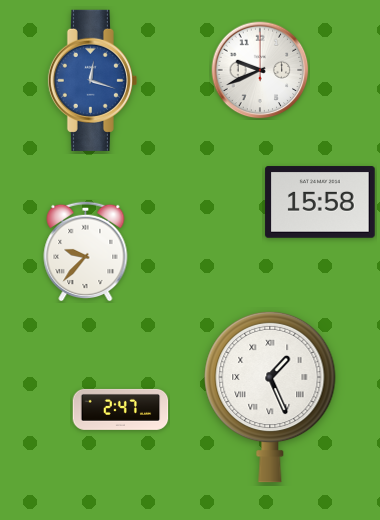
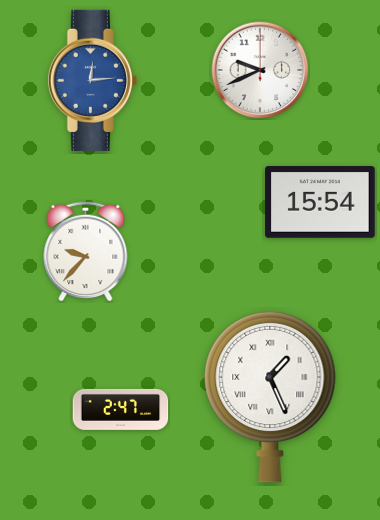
clock at (92, 80): 12:18 -> 12:14
clock at (320, 202): 15:58 -> 15:54
